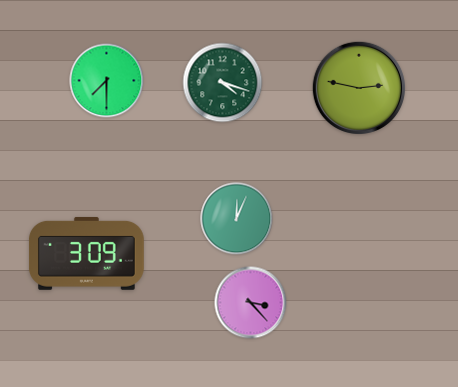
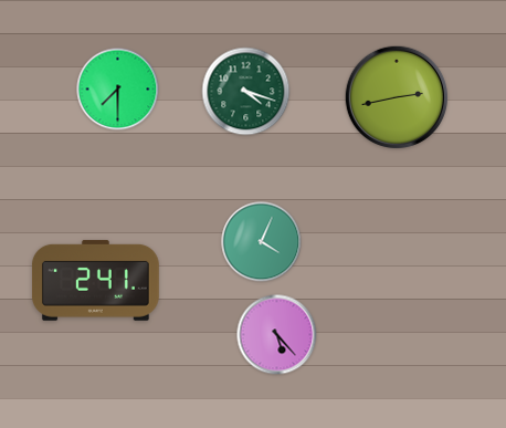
clock at (358, 87): 2:47 -> 2:43
clock at (237, 219): 12:04 -> 4:04
clock at (86, 253): 3:09 -> 2:41
clock at (251, 303): 3:23 -> 5:23
